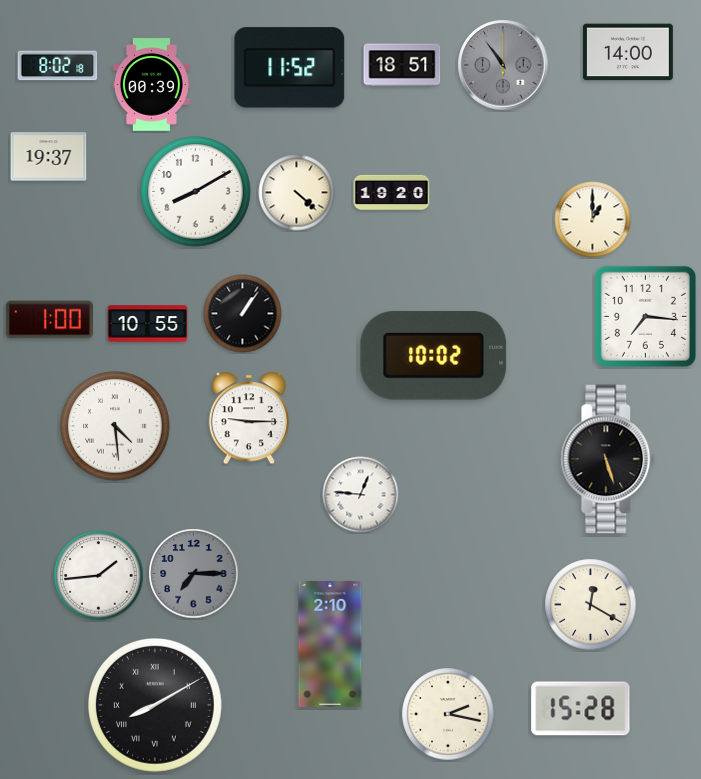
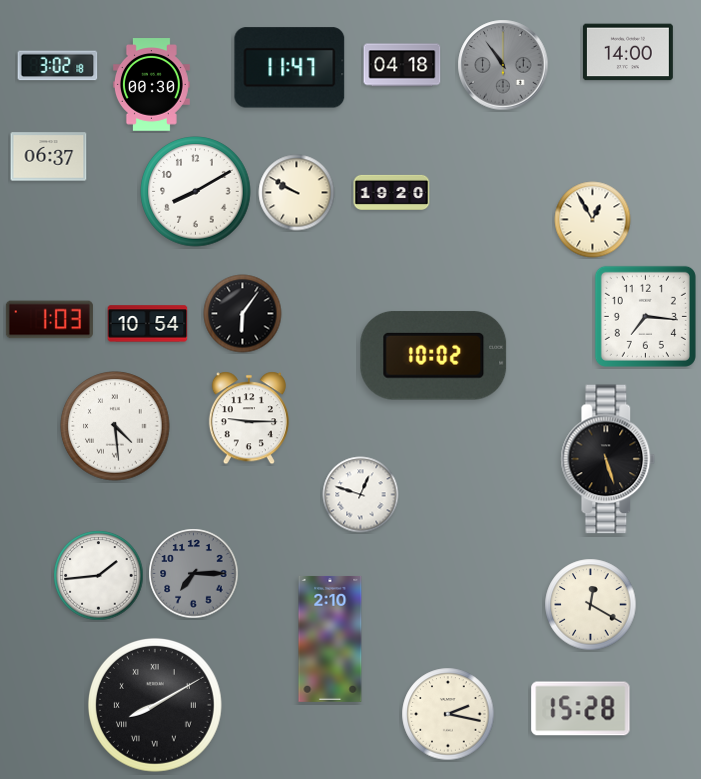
clock at (402, 65): 18:51 -> 04:18
clock at (58, 66): 8:02 -> 3:02
clock at (290, 68): 11:52 -> 11:47
clock at (151, 85): 00:39 -> 00:30
clock at (49, 157): 19:37 -> 06:37
clock at (297, 193): 4:22 -> 9:50
clock at (593, 220): 1:00 -> 12:55
clock at (243, 314): 1:06 -> 6:06
clock at (49, 320): 1:00 -> 1:03
clock at (148, 324): 10:55 -> 10:54
clock at (361, 495): 12:46 -> 12:48
clock at (330, 644) position: (330, 644) -> (330, 639)
